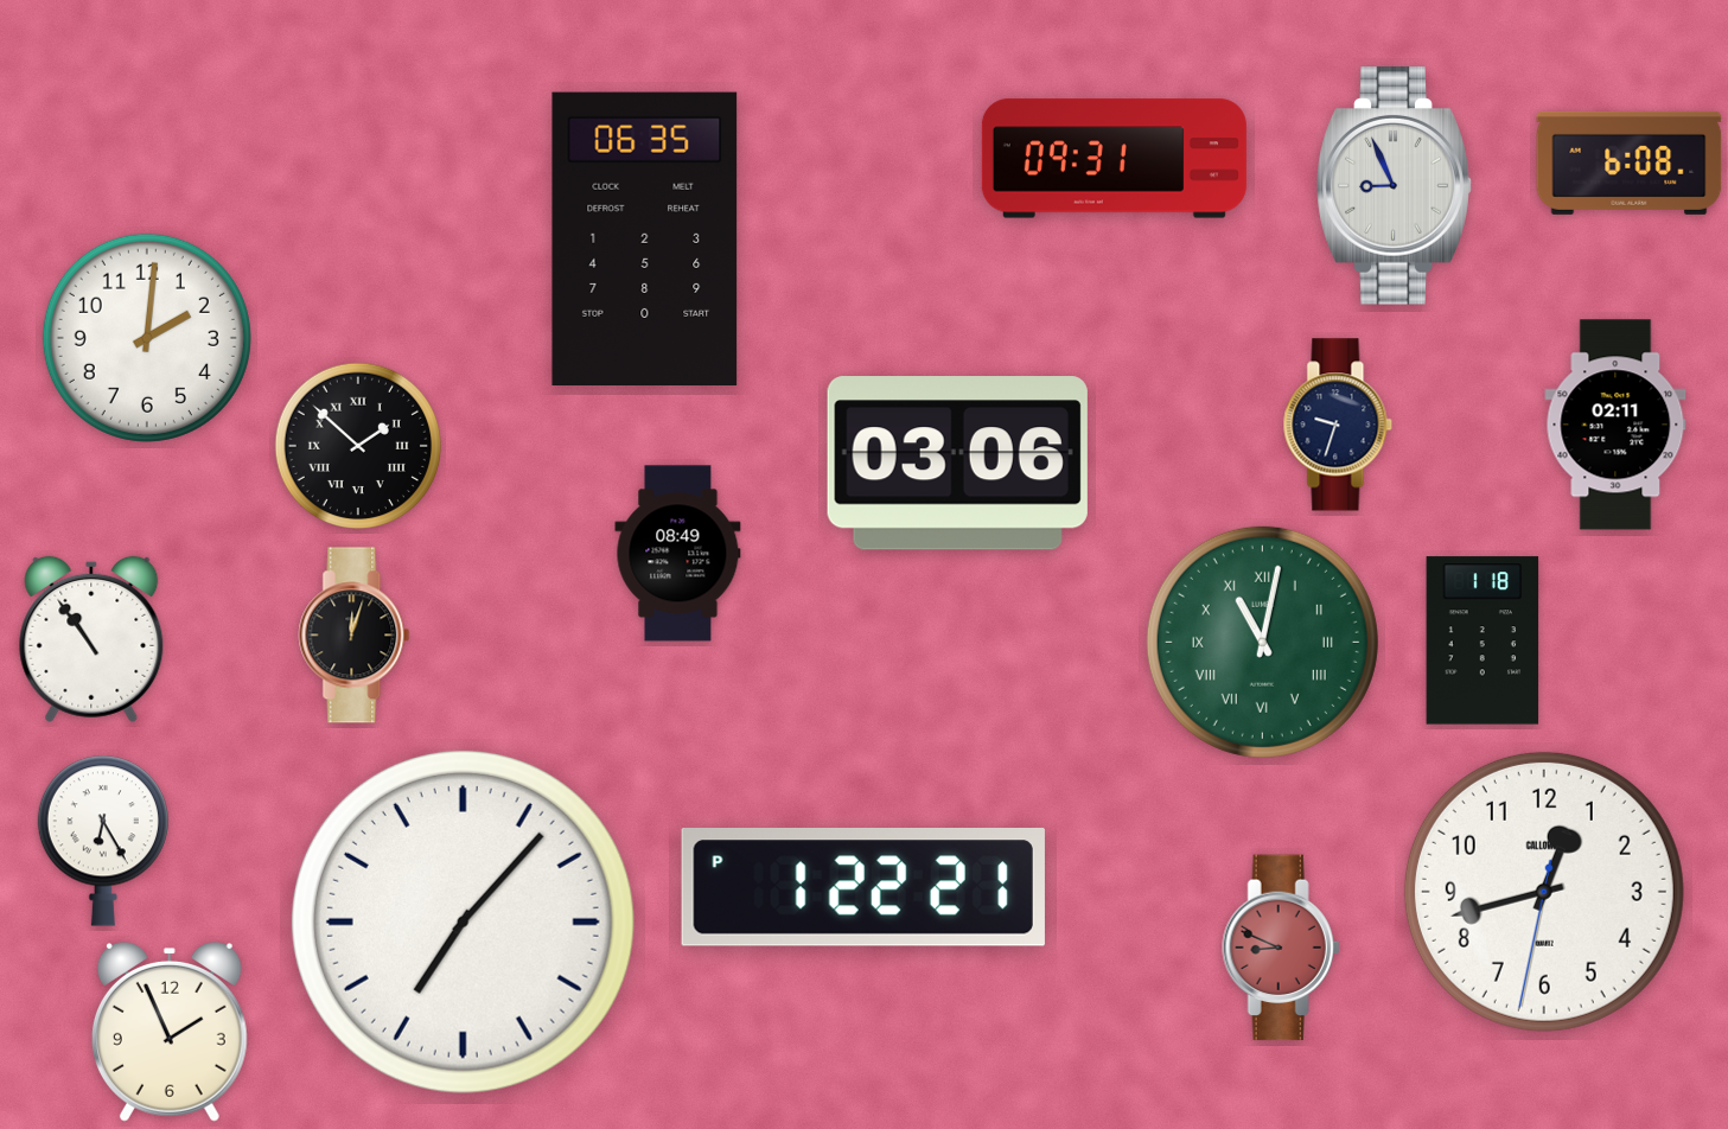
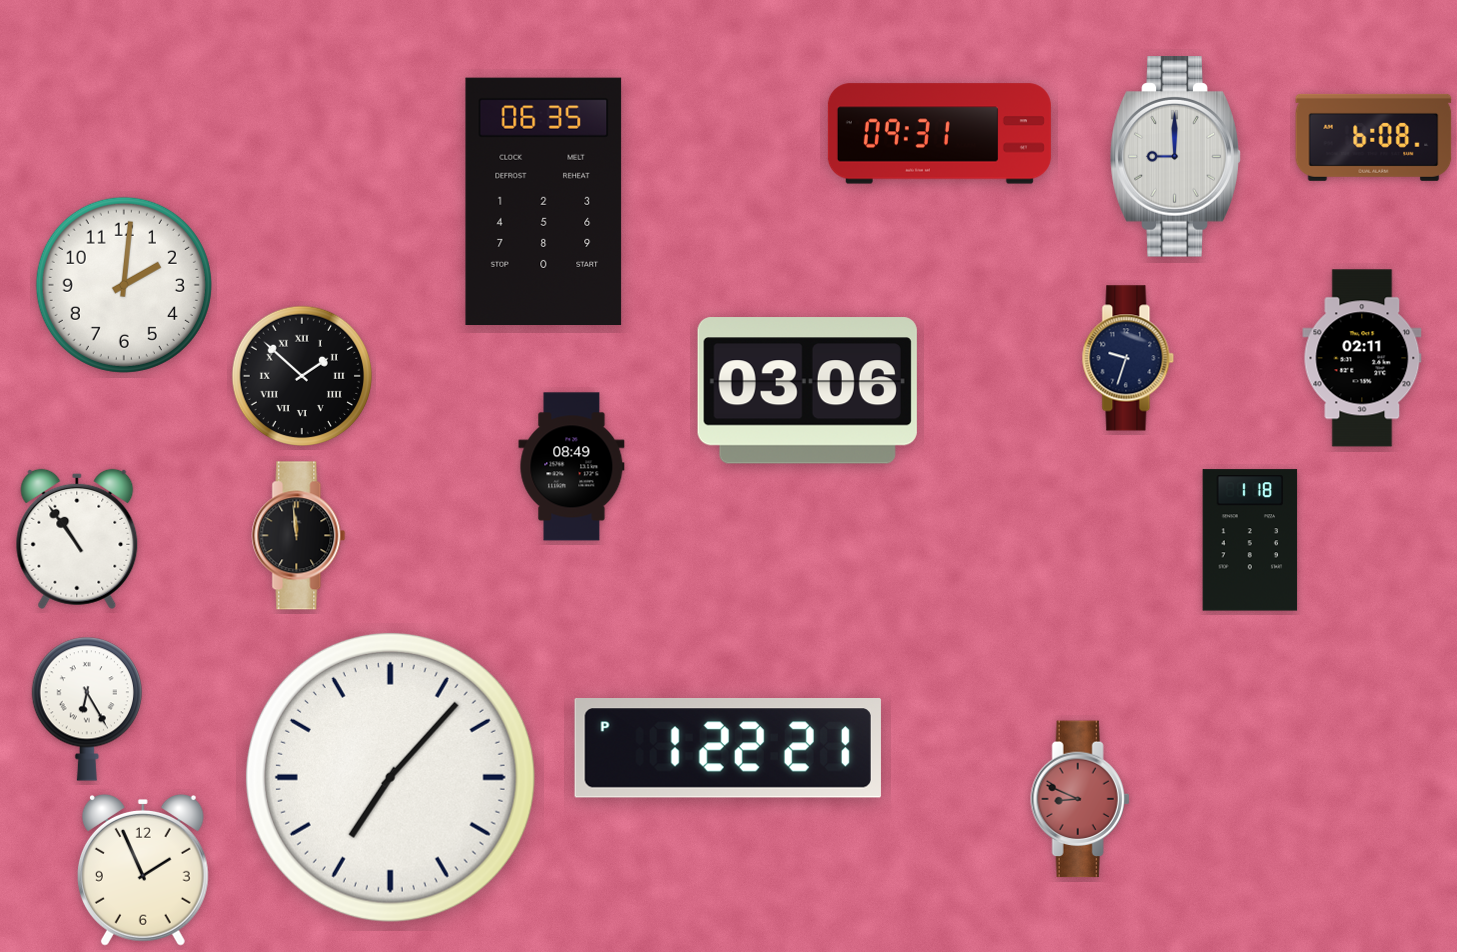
clock at (1395, 186): 8:56 -> 9:00
clock at (355, 636): 12:03 -> 11:59
clock at (1262, 642): 11:02 -> none
clock at (1544, 892): 12:42 -> none
